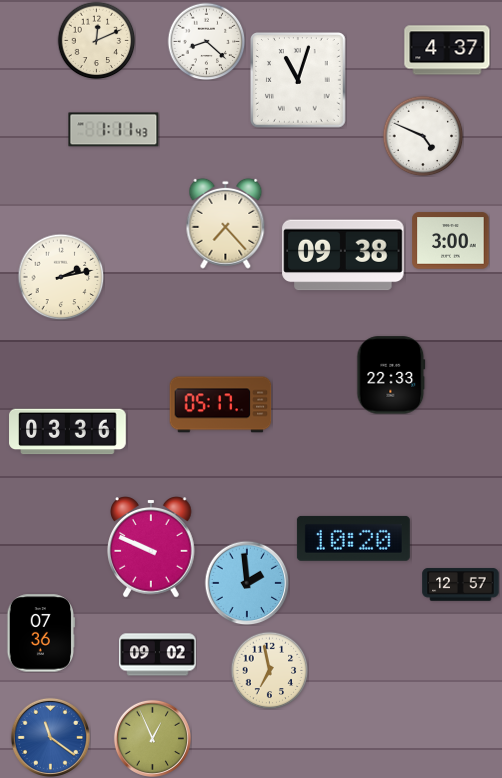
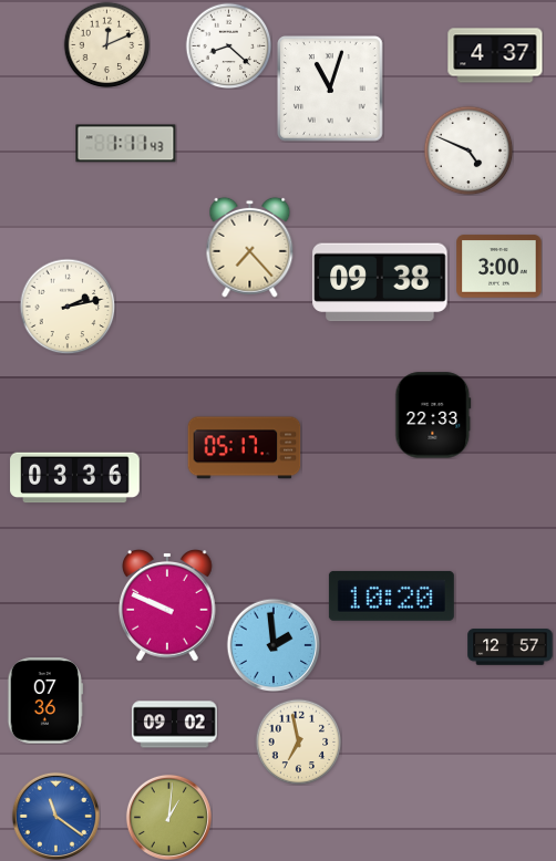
clock at (152, 738): 12:56 -> 1:01
